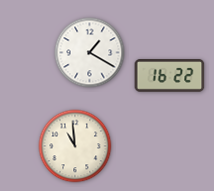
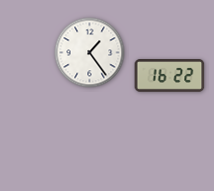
clock at (90, 53): 1:20 -> 1:24
clock at (75, 146): 10:59 -> none
